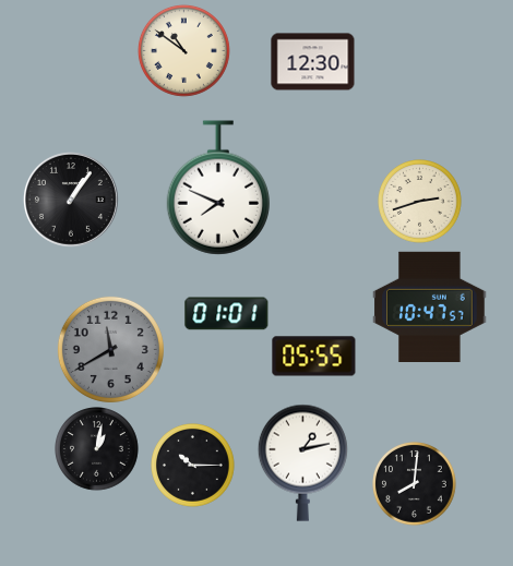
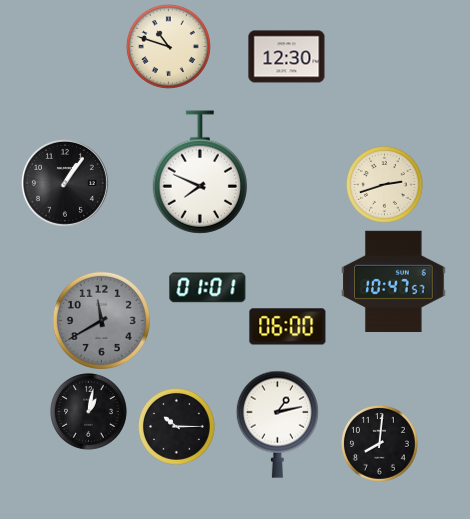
clock at (183, 50): 10:51 -> 10:48
clock at (314, 357): 05:55 -> 06:00
